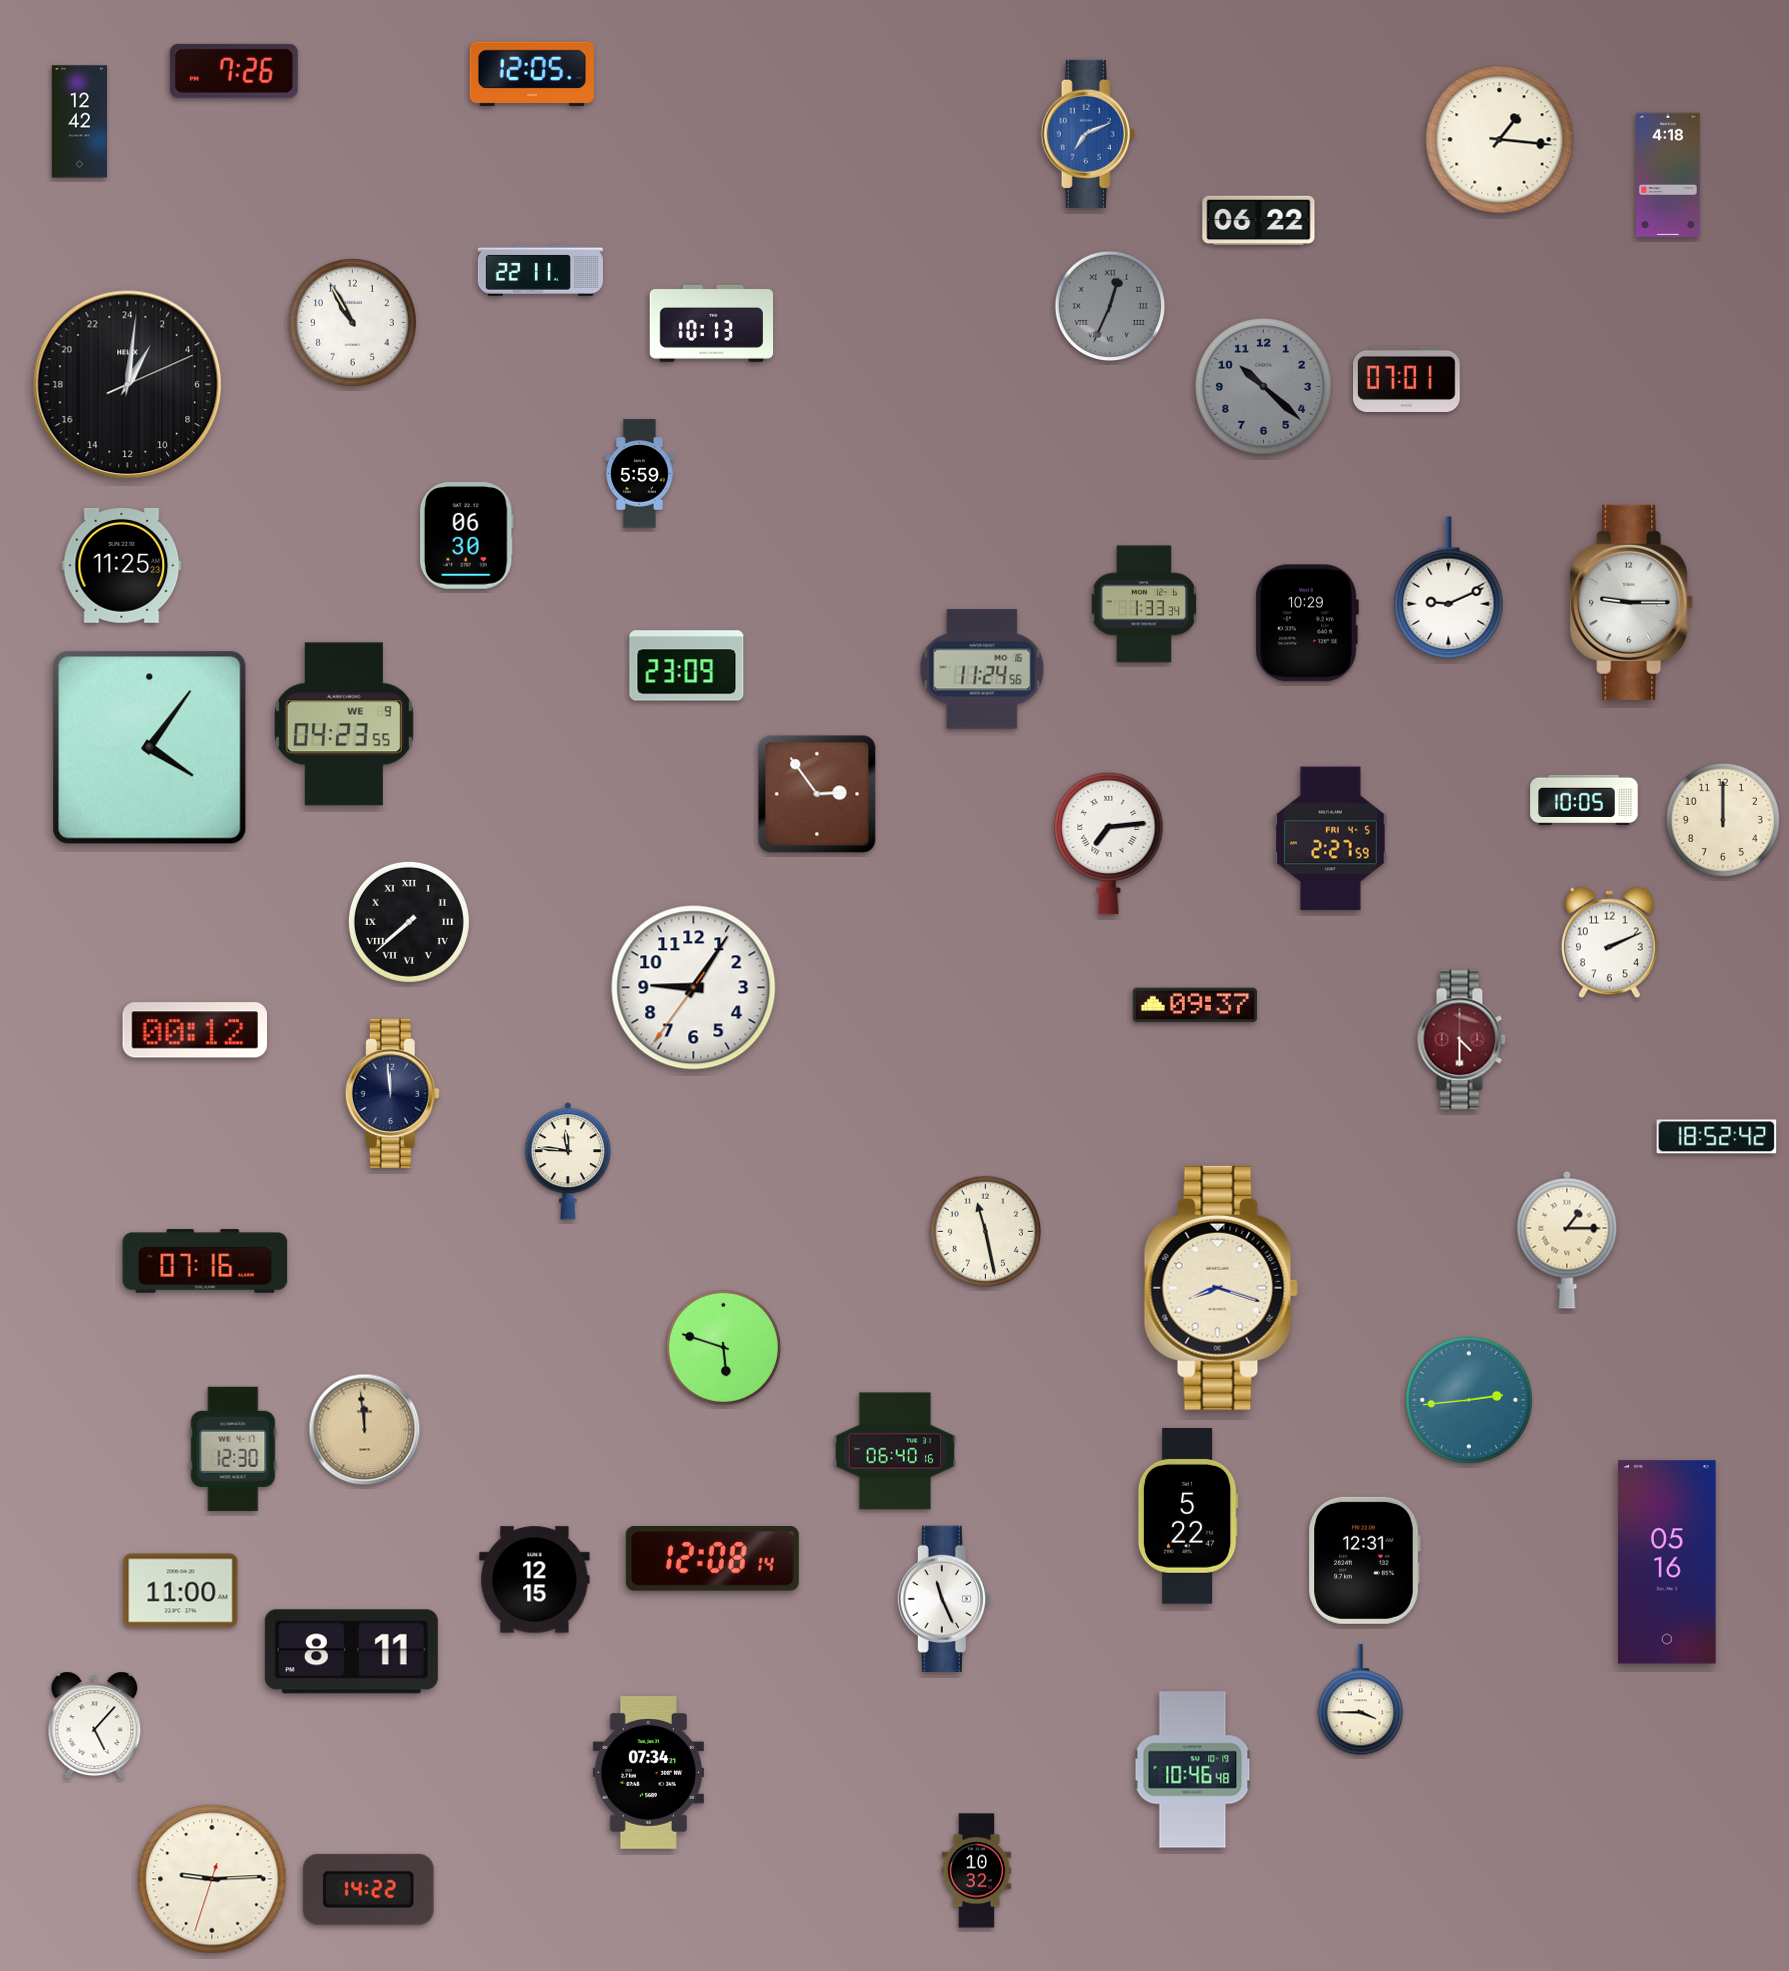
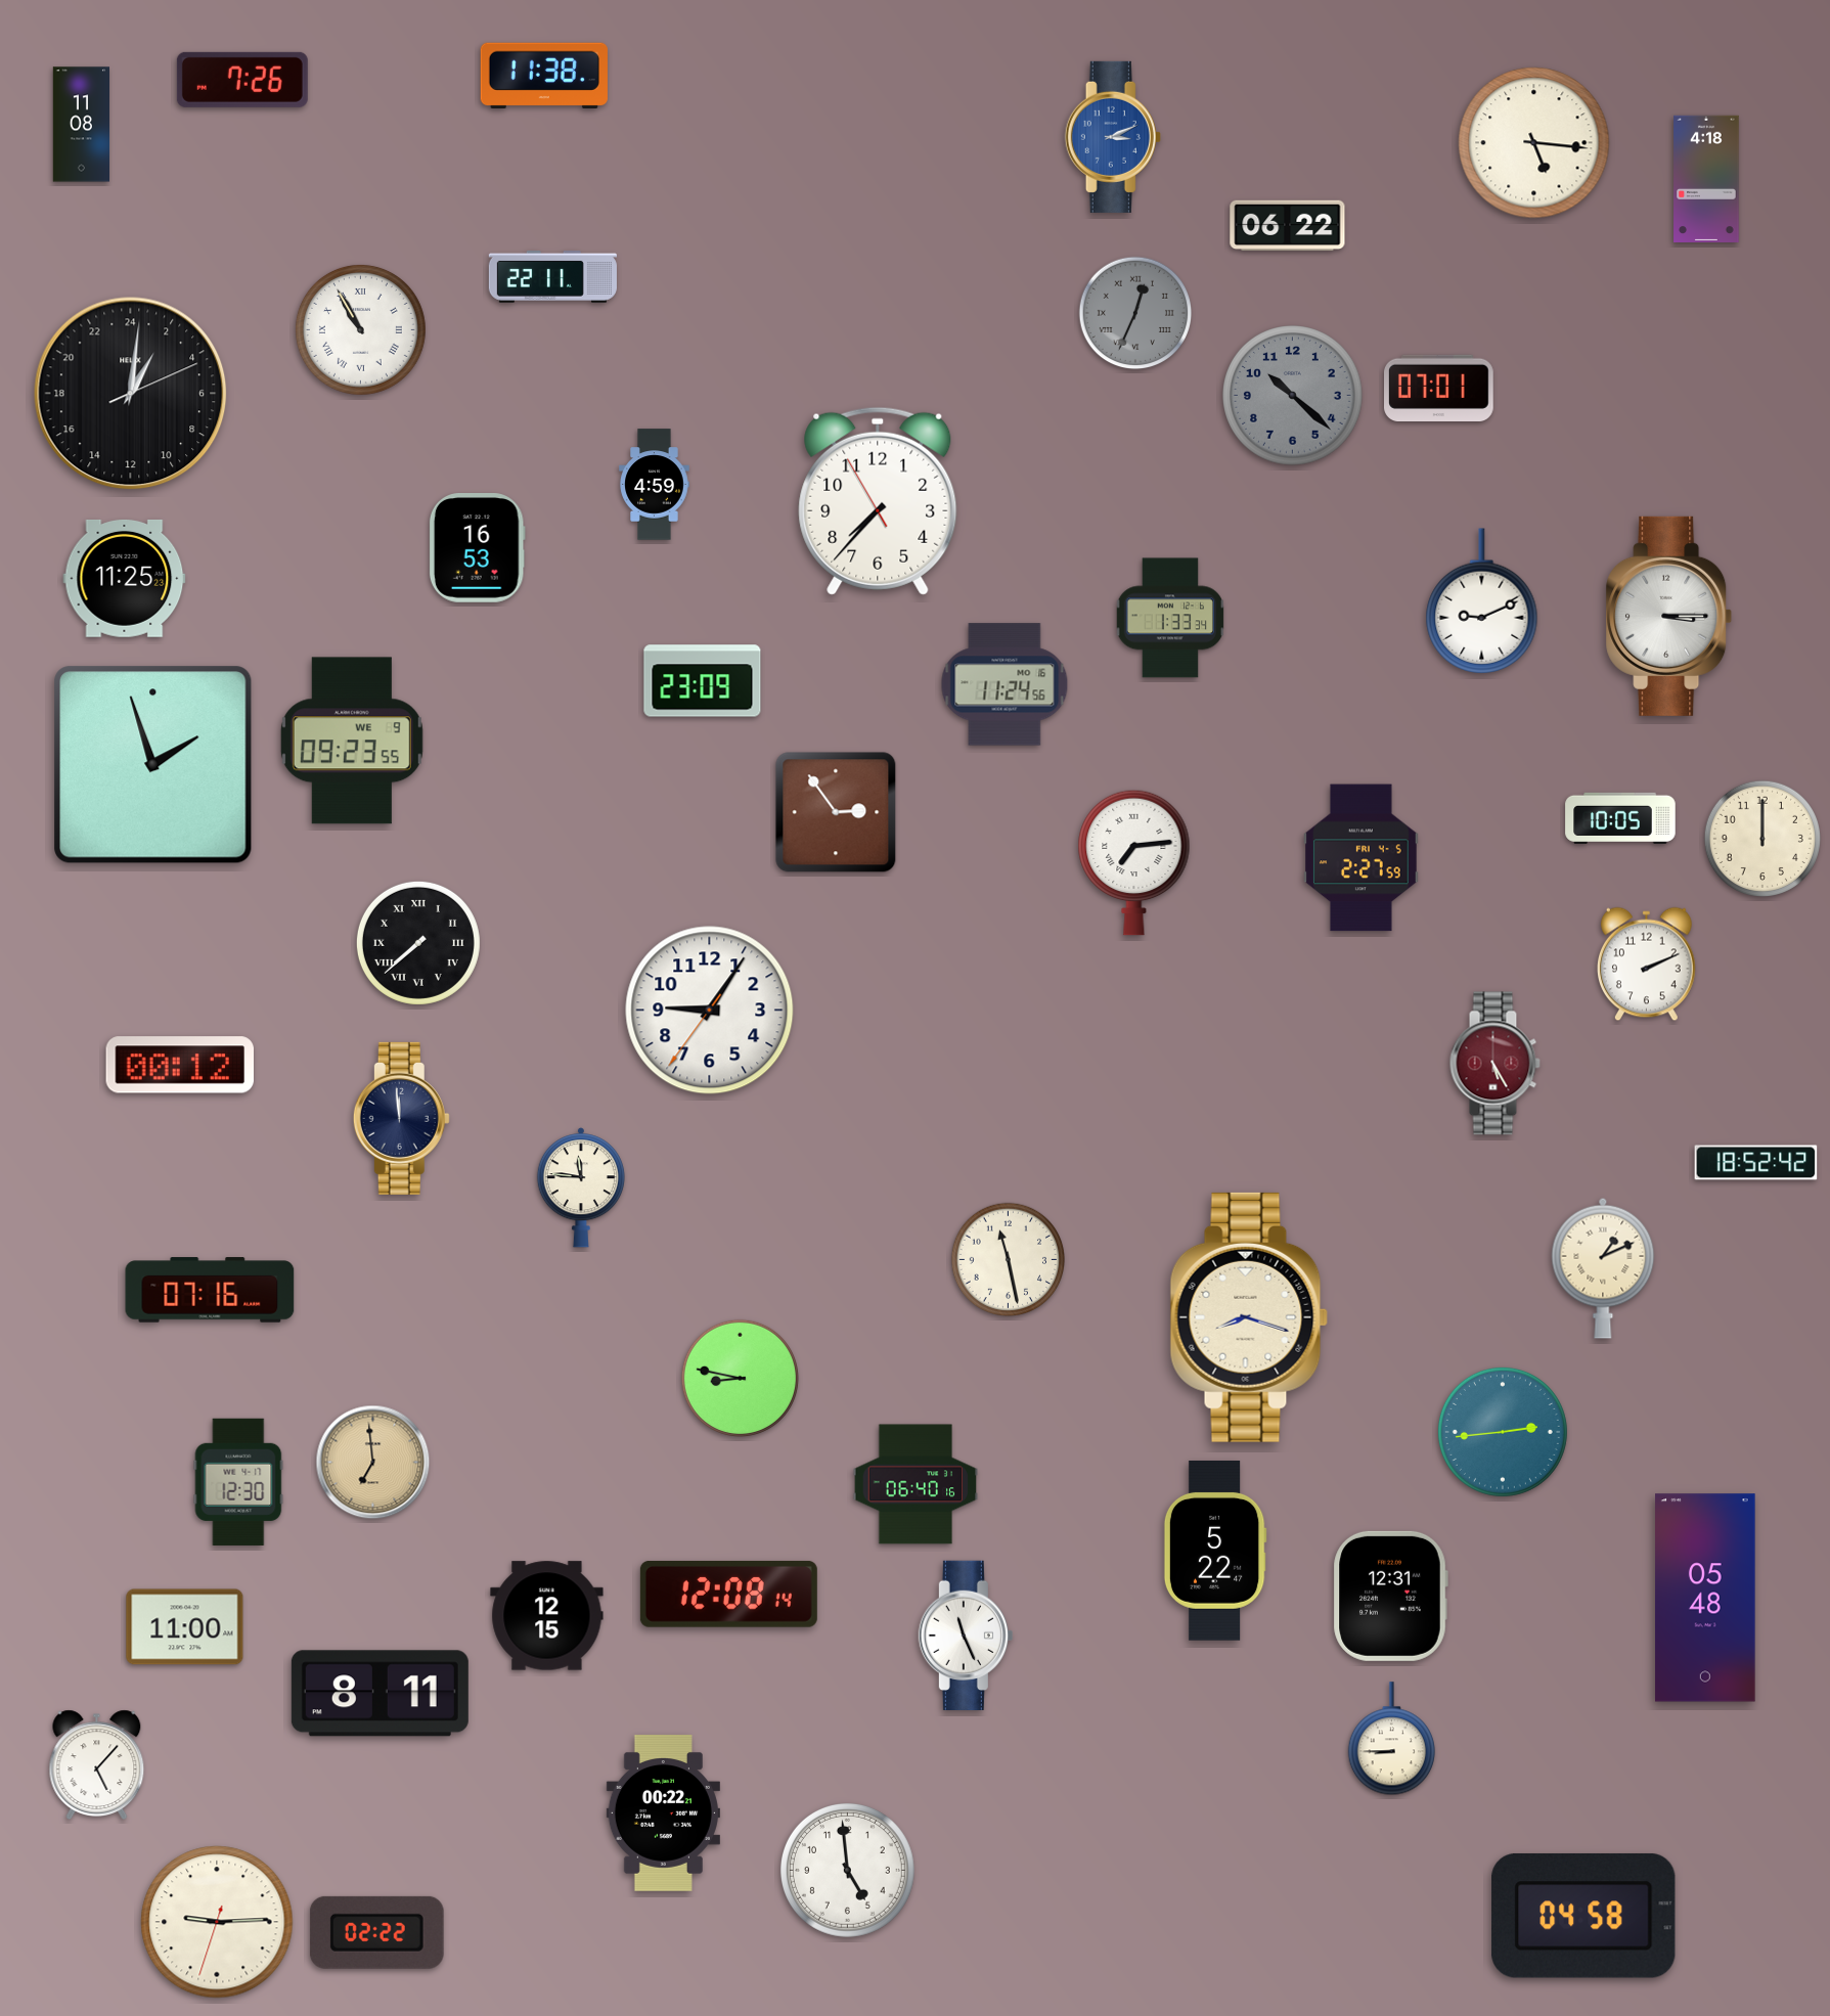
clock at (234, 71) position: (234, 71) -> (242, 80)
clock at (532, 73): 12:05 -> 11:38
clock at (79, 122): 12:42 -> 11:08
clock at (1088, 134): 7:11 -> 3:11
clock at (1500, 140): 1:16 -> 5:16
clock at (352, 322) numerals: Arabic -> Roman
clock at (712, 323): 10:13 -> none
clock at (640, 474): 5:59 -> 4:59
clock at (878, 501): none -> 7:36
clock at (466, 536): 06:30 -> 16:53
clock at (1632, 602): 9:15 -> 3:15
clock at (1307, 623): 10:29 -> none
clock at (344, 724): 04:23 -> 09:23
clock at (150, 748): 4:06 -> 1:57
clock at (1195, 1005): 09:37 -> none
clock at (195, 1030) position: (195, 1030) -> (180, 1065)
clock at (1461, 1040): 4:30 -> 5:25
clock at (1567, 1240): 1:15 -> 1:11
clock at (723, 1347): 5:48 -> 8:47
clock at (365, 1430): 11:59 -> 6:59
clock at (1364, 1560) position: (1364, 1560) -> (1390, 1596)
clock at (1667, 1562): 05:16 -> 05:48
clock at (351, 1652) position: (351, 1652) -> (380, 1694)
clock at (1360, 1700): 3:45 -> 8:45
clock at (1193, 1770): 10:46 -> none
clock at (648, 1773): 07:34 -> 00:22
clock at (847, 1870): none -> 4:59
clock at (977, 1871): 10:32 -> none
clock at (1583, 1916): none -> 04:58
clock at (368, 1889): 14:22 -> 02:22
